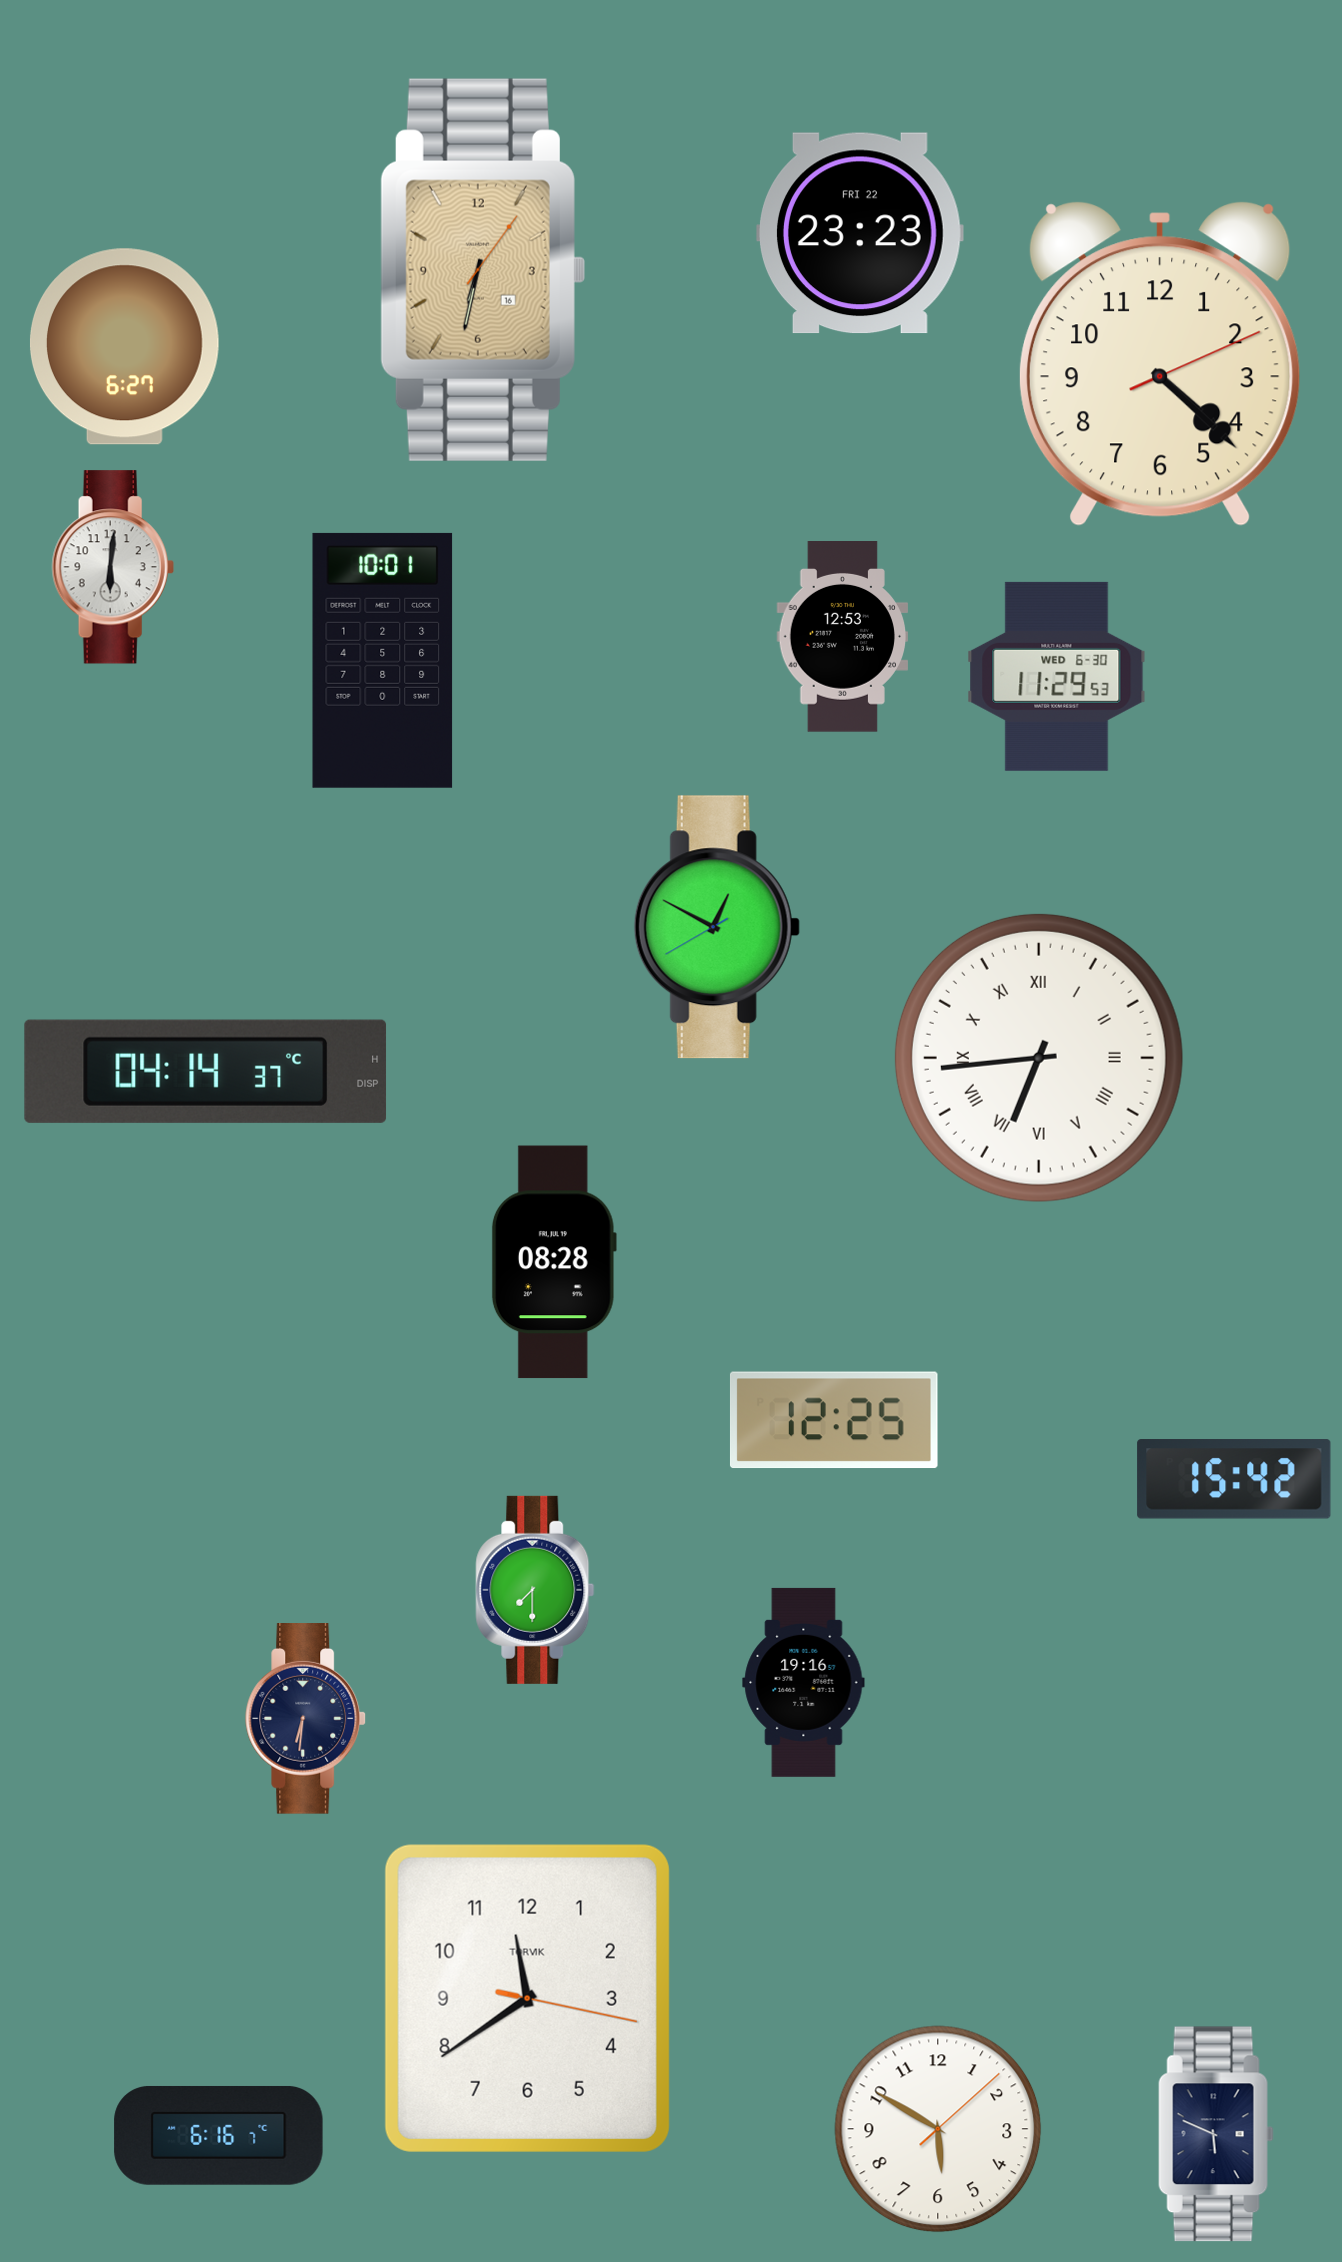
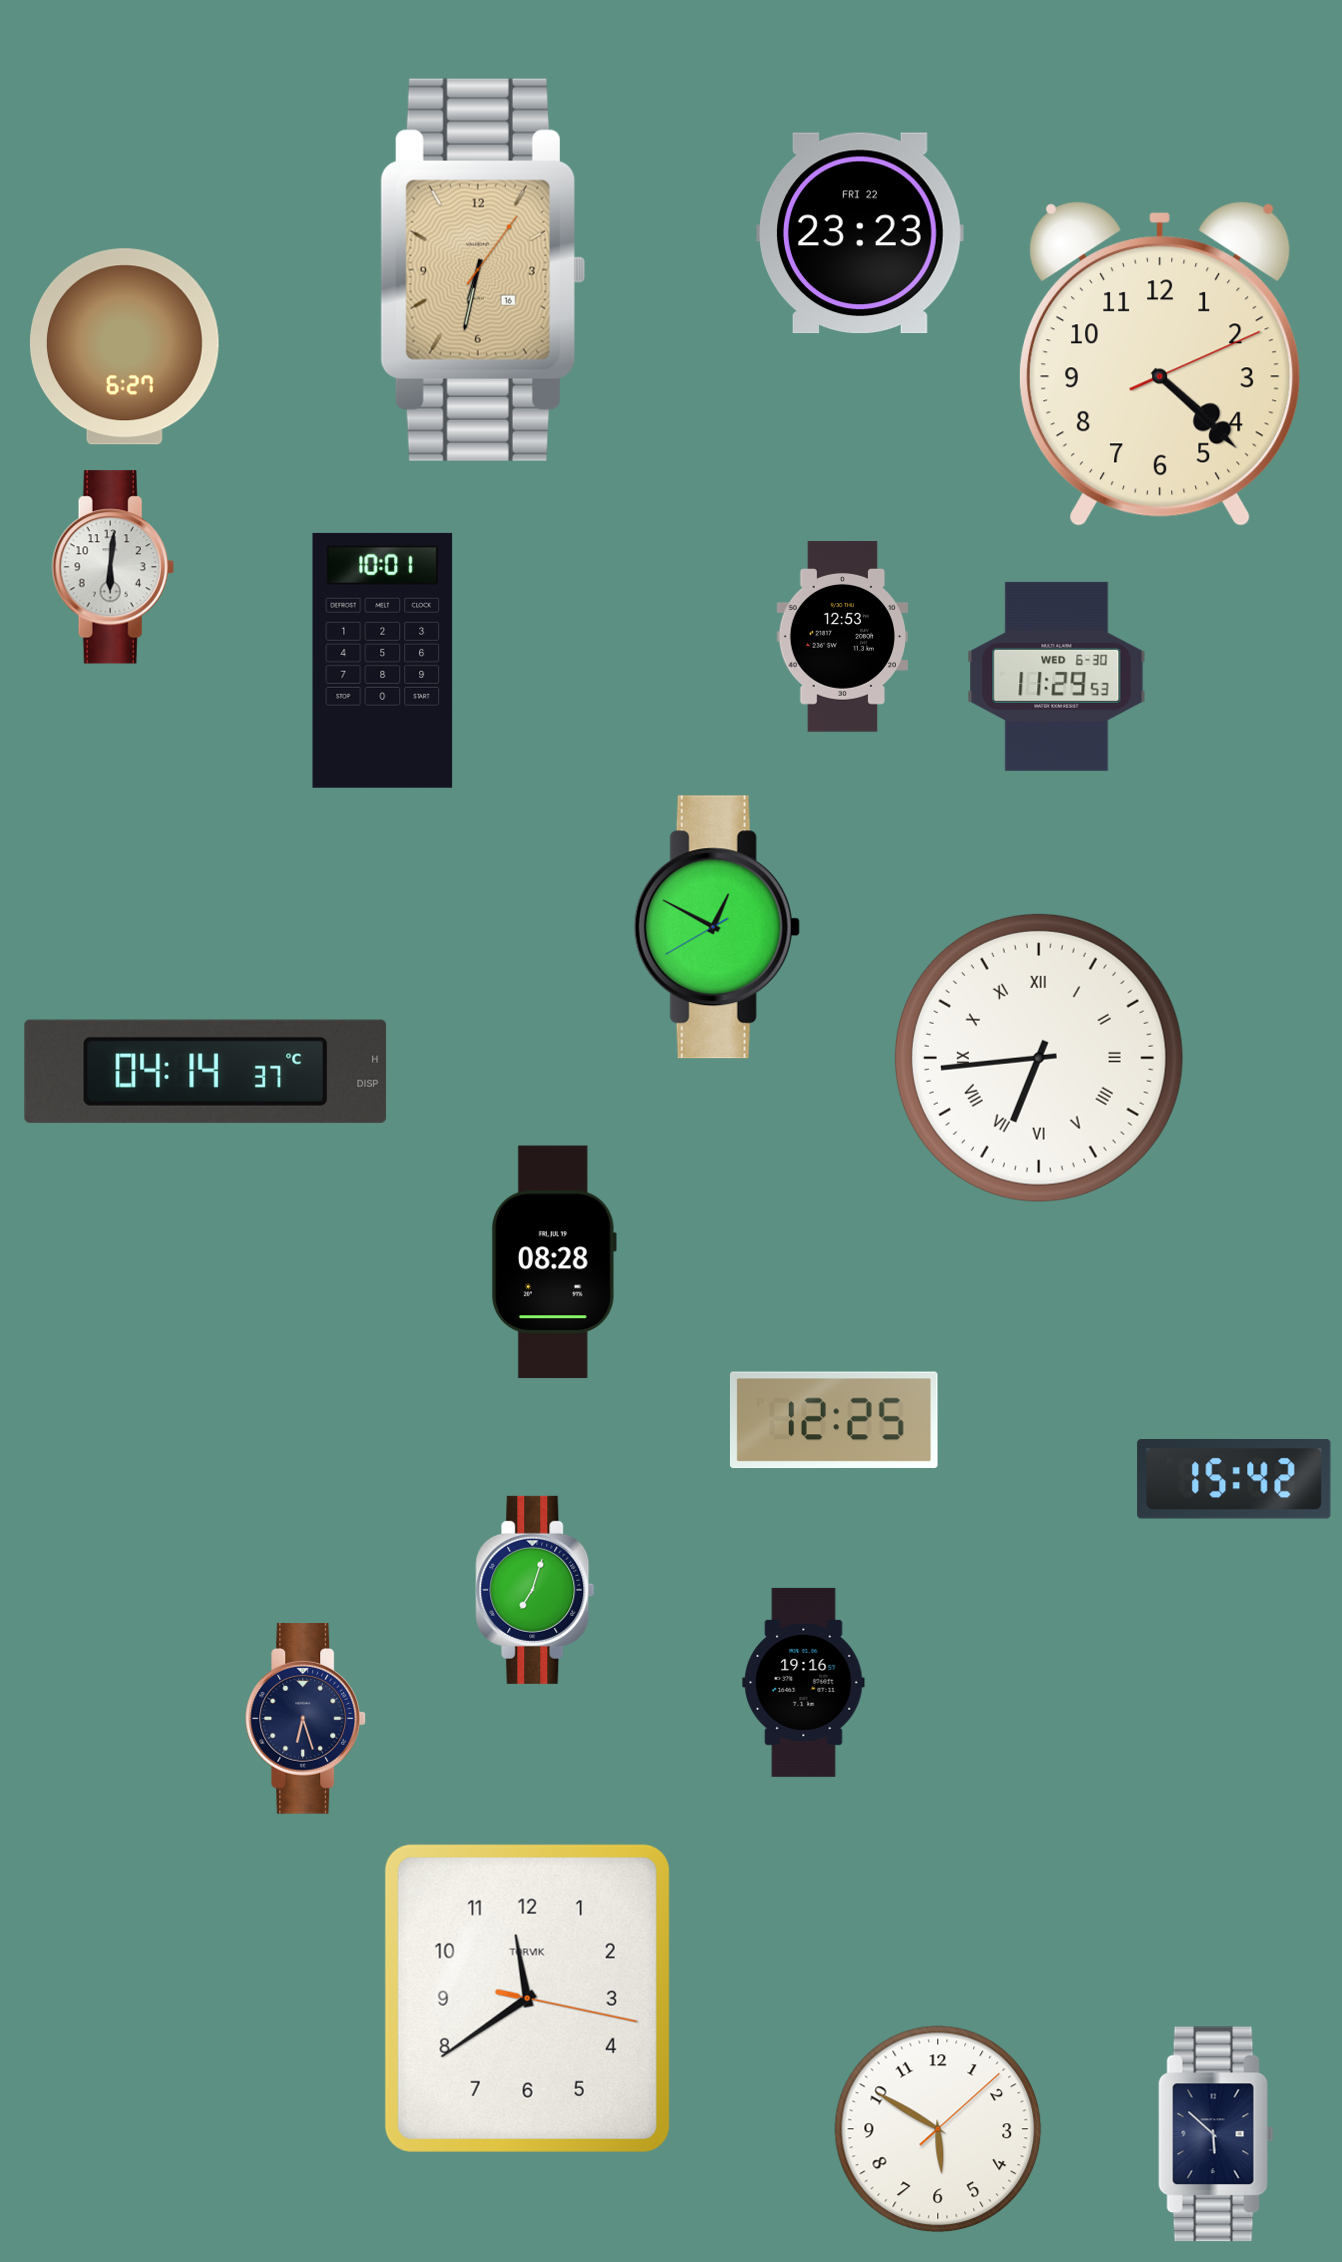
clock at (535, 1590): 7:30 -> 7:03
clock at (306, 1719): 6:31 -> 6:27
clock at (1216, 2134): 5:49 -> 5:52
clock at (219, 2136): 6:16 -> none
